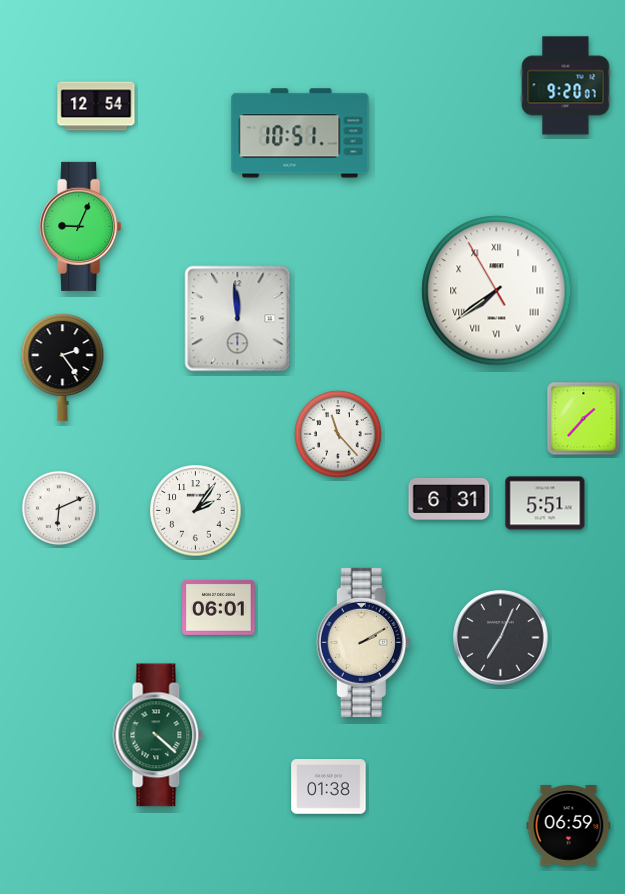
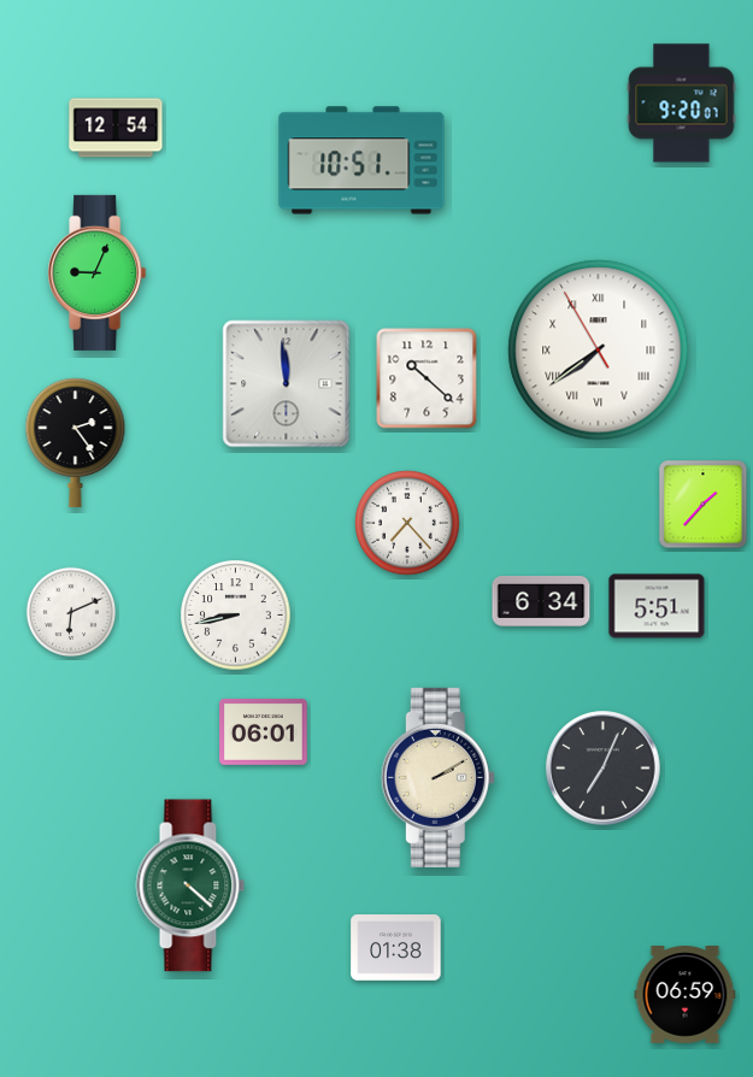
clock at (426, 378): none -> 10:22
clock at (338, 434): 11:23 -> 7:23
clock at (449, 500): 6:31 -> 6:34
clock at (196, 511): 2:06 -> 8:43
clock at (363, 642) position: (363, 642) -> (437, 777)
